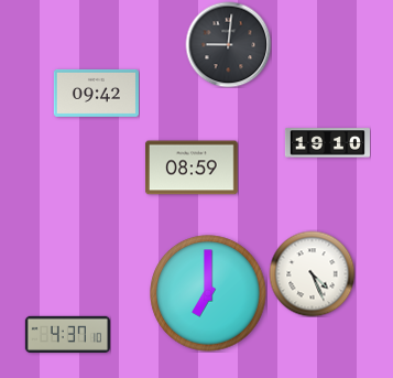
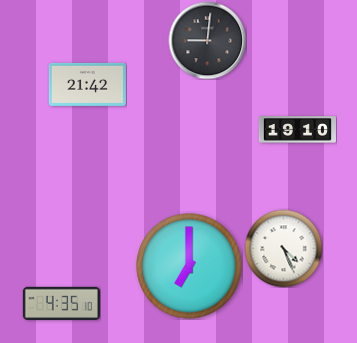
clock at (96, 93): 09:42 -> 21:42
clock at (193, 168): 08:59 -> none
clock at (67, 334): 4:37 -> 4:35
